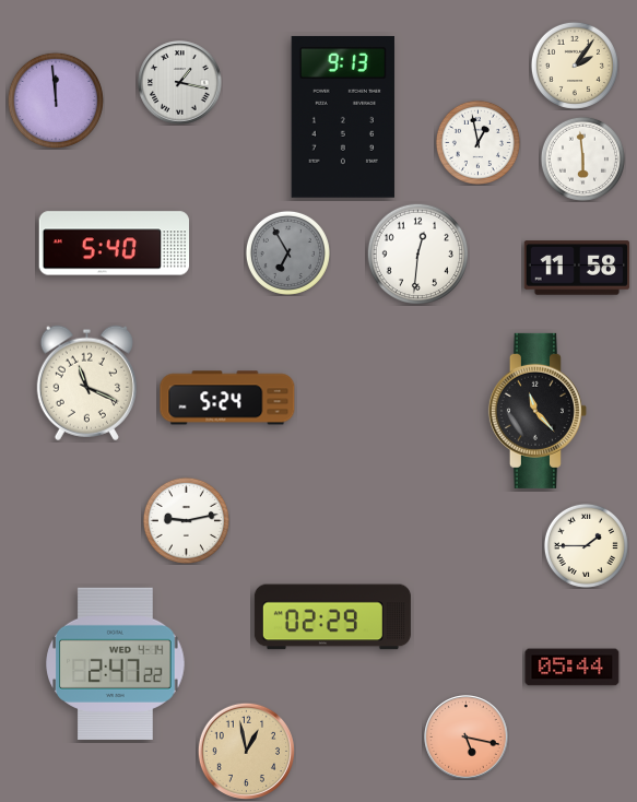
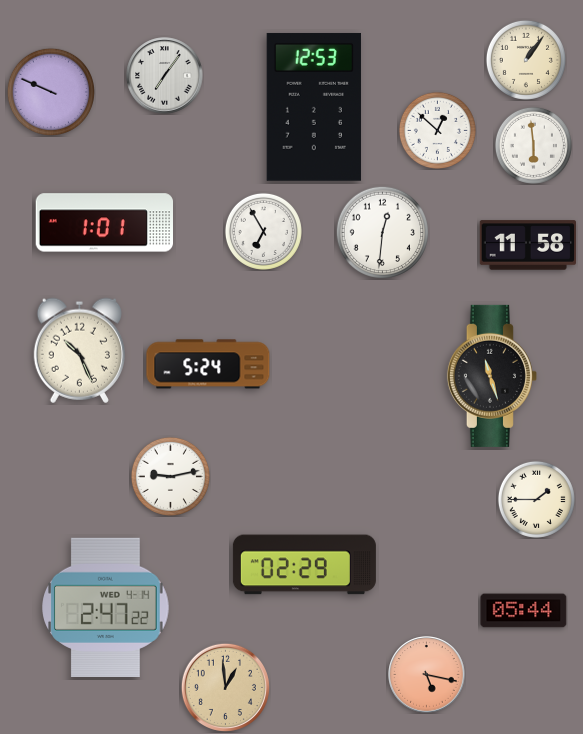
clock at (575, 66): 2:06 -> 1:06
clock at (180, 83): 1:17 -> 7:06
clock at (56, 101): 11:59 -> 9:49
clock at (343, 117): 9:13 -> 12:53
clock at (477, 142): 12:58 -> 12:52
clock at (115, 244): 5:40 -> 1:01
clock at (287, 252) dial: grey -> white
clock at (86, 382): 11:19 -> 10:26
clock at (538, 411): 11:23 -> 11:27
clock at (246, 751): 12:58 -> 12:59
